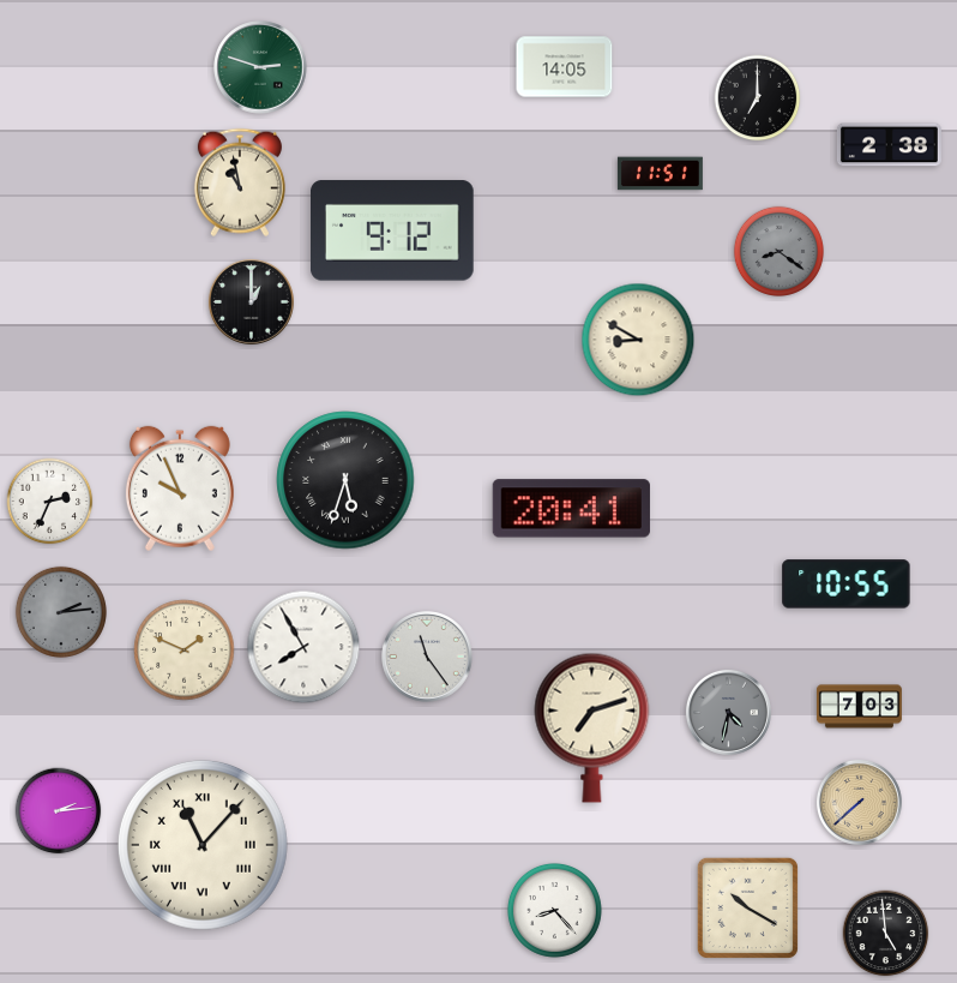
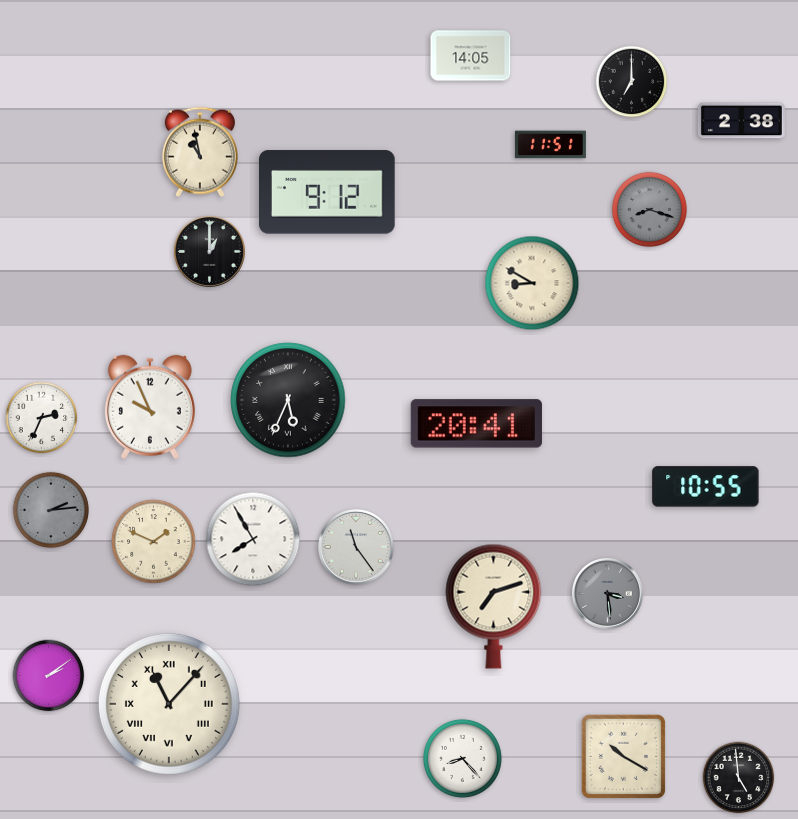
clock at (260, 67): 2:48 -> none
clock at (778, 251): 8:21 -> 8:18
clock at (345, 480): 5:33 -> 5:34
clock at (859, 707): 7:03 -> none
clock at (728, 712): 4:32 -> 3:29
clock at (859, 802): 7:38 -> none
clock at (59, 811): 2:14 -> 2:09
